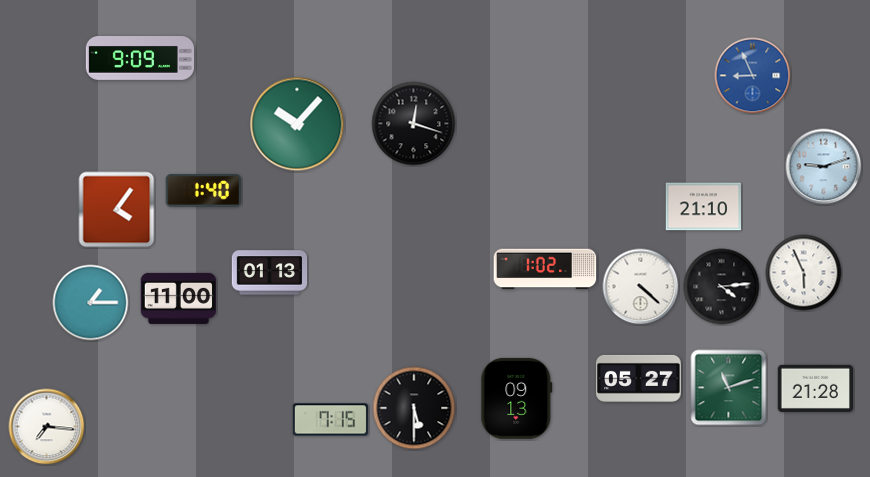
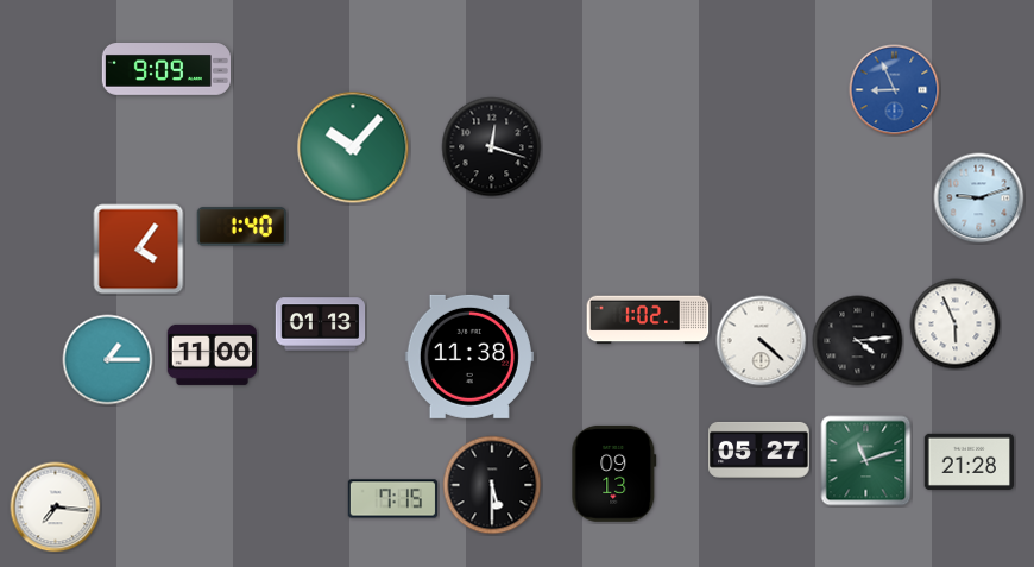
clock at (704, 207): 21:10 -> none
clock at (469, 357): none -> 11:38
